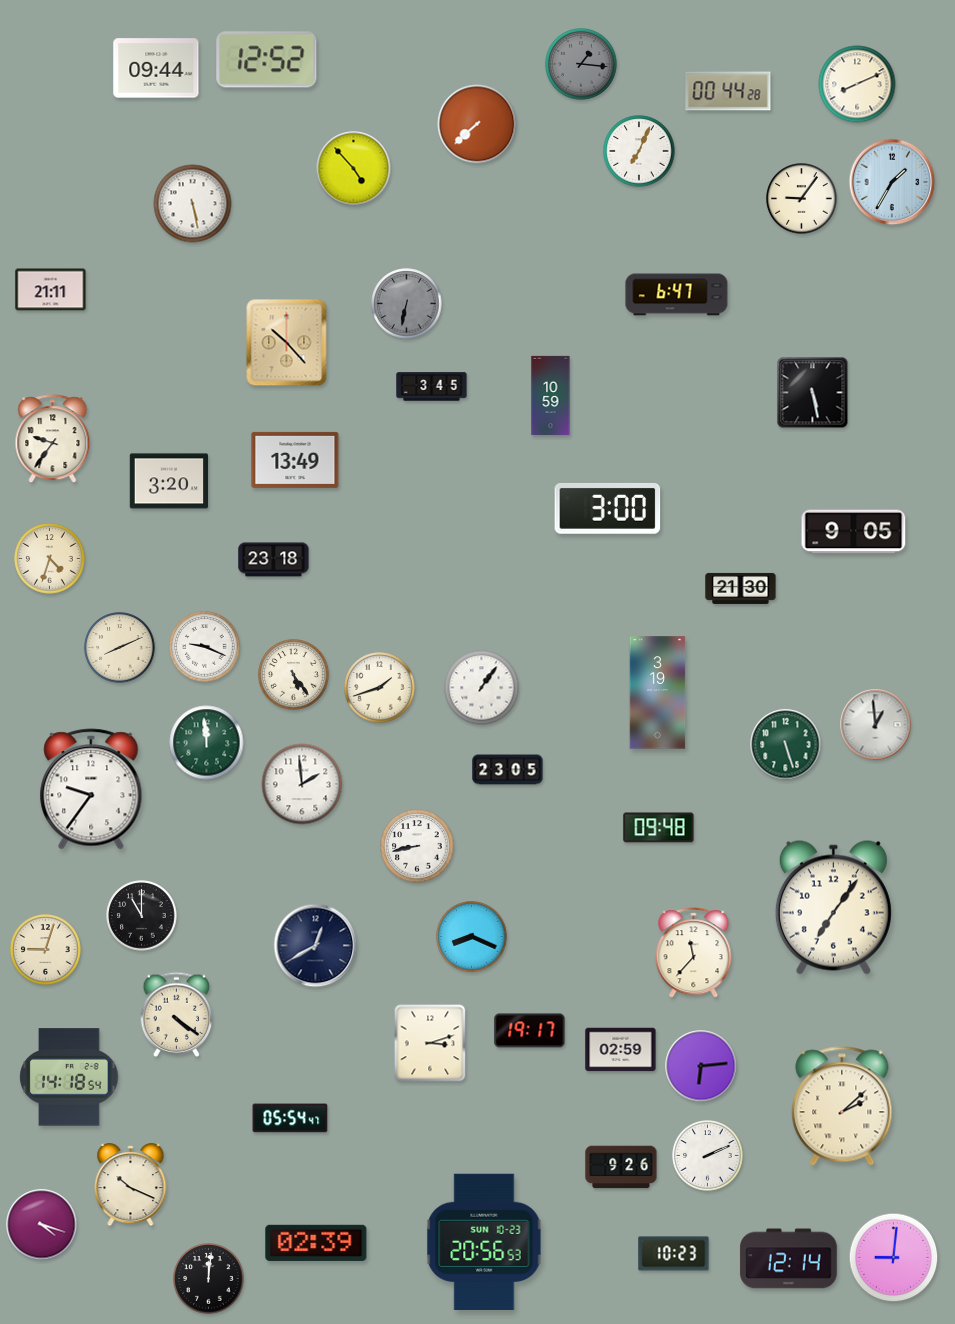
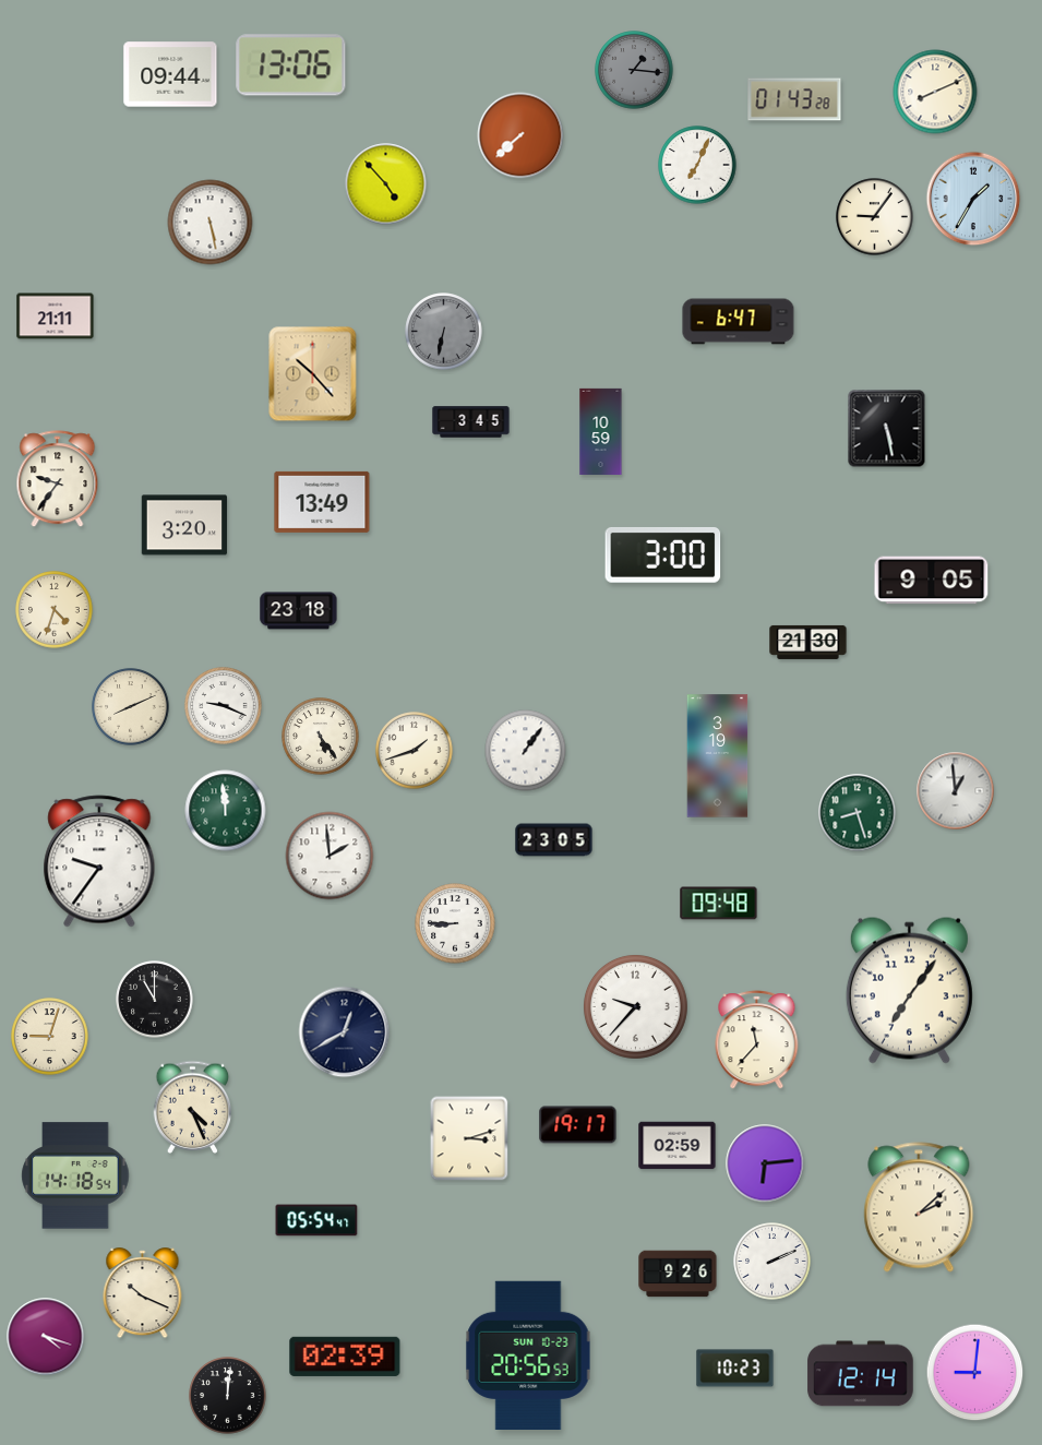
clock at (267, 60): 12:52 -> 13:06
clock at (728, 91): 00:44 -> 01:43
clock at (786, 745): 5:27 -> 8:27
clock at (417, 846): 8:43 -> 8:45
clock at (635, 1006): none -> 9:37
clock at (472, 937): 8:19 -> none
clock at (177, 1014): 4:21 -> 4:26
